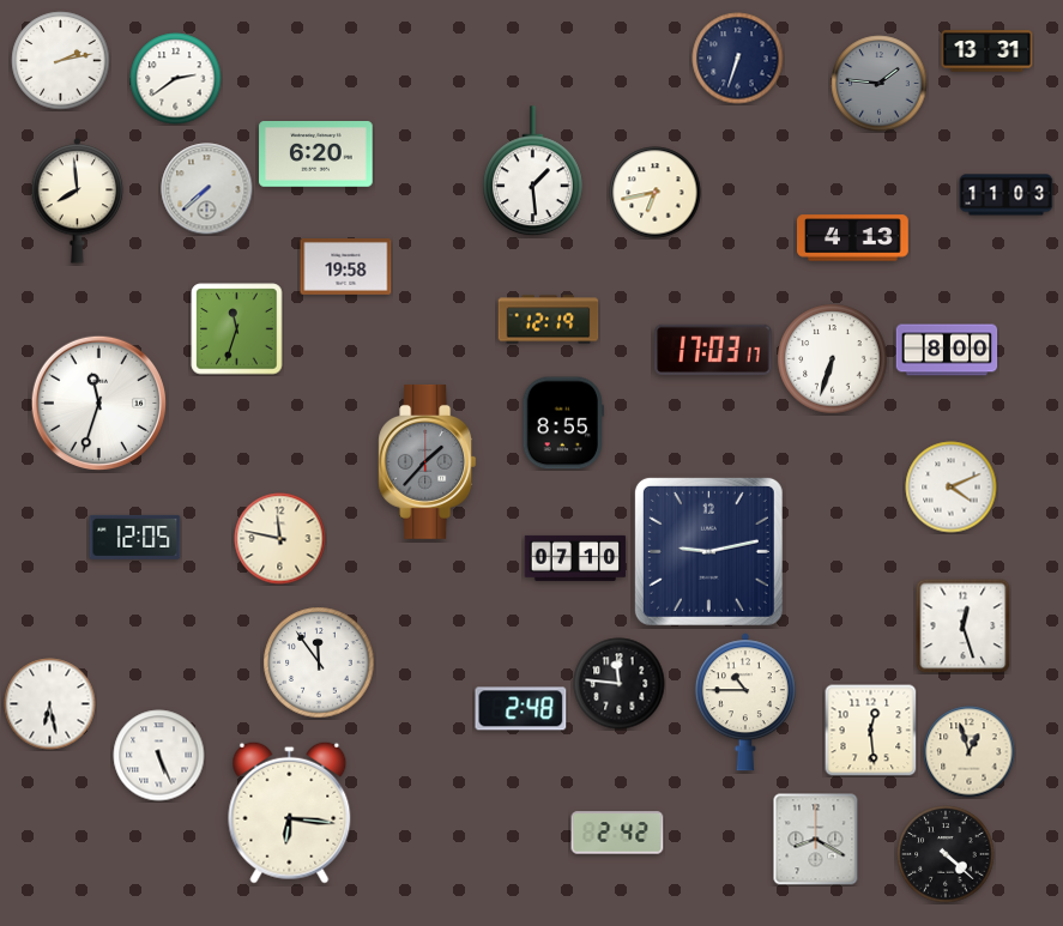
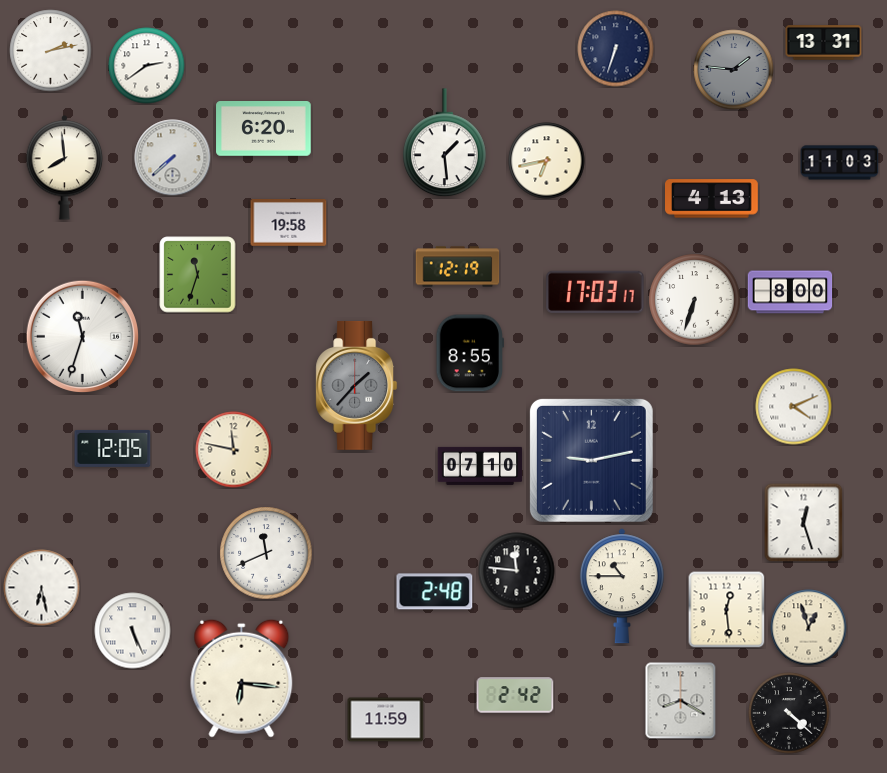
clock at (319, 662): 11:54 -> 11:41
clock at (386, 720): none -> 11:59
